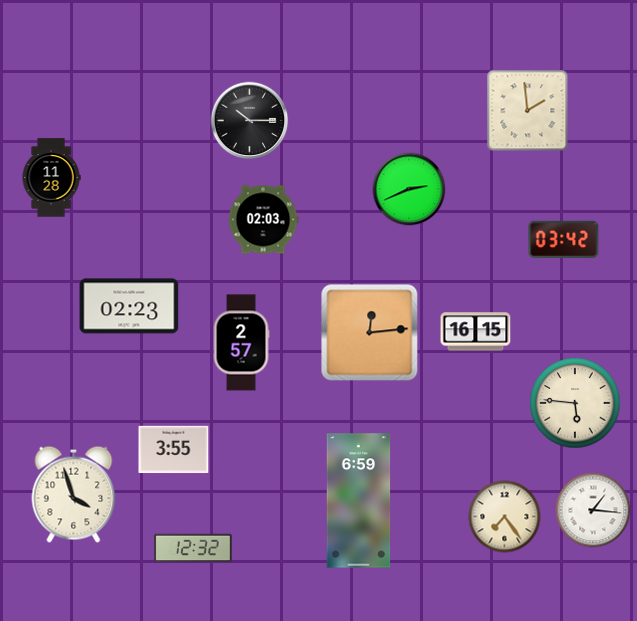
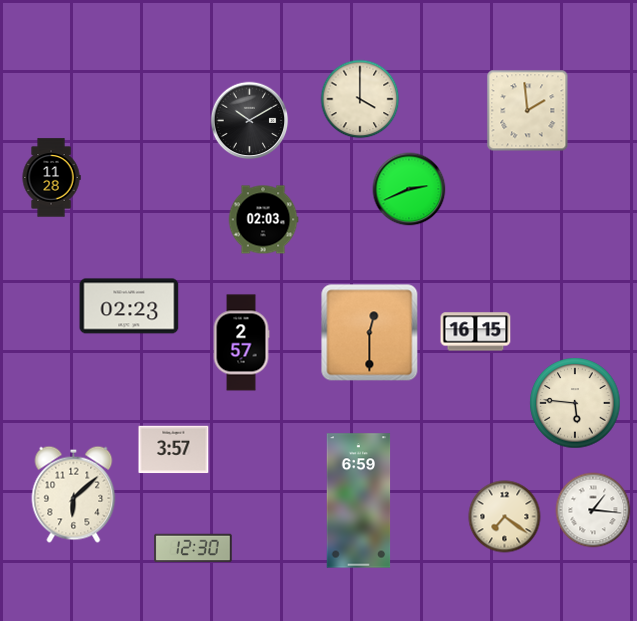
clock at (360, 99): none -> 4:00
clock at (250, 121): 10:15 -> 10:10
clock at (564, 239): 03:42 -> none
clock at (370, 333): 12:14 -> 12:30
clock at (174, 450): 3:55 -> 3:57
clock at (74, 494): 3:57 -> 6:08
clock at (505, 517): 7:24 -> 7:21
clock at (193, 548): 12:32 -> 12:30
